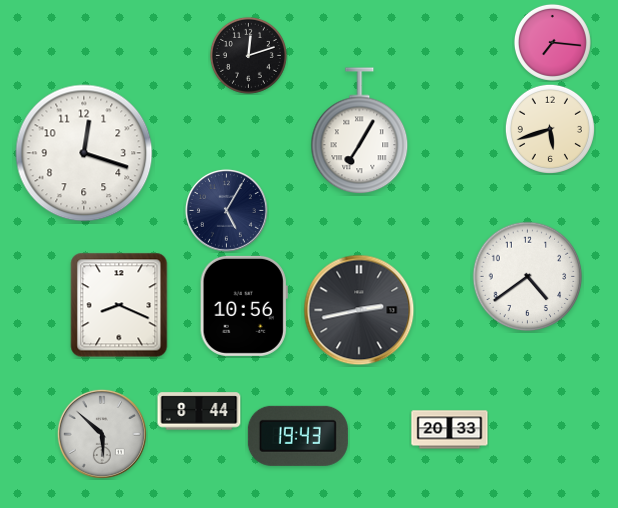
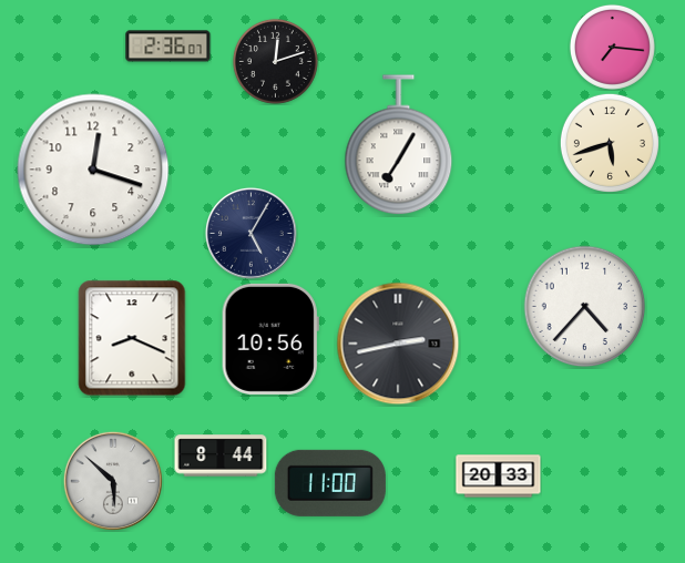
clock at (168, 47): none -> 2:36
clock at (528, 277): 4:39 -> 4:37
clock at (298, 436): 19:43 -> 11:00
